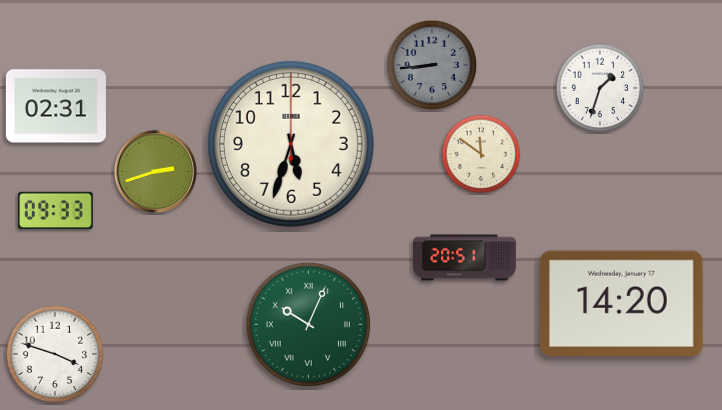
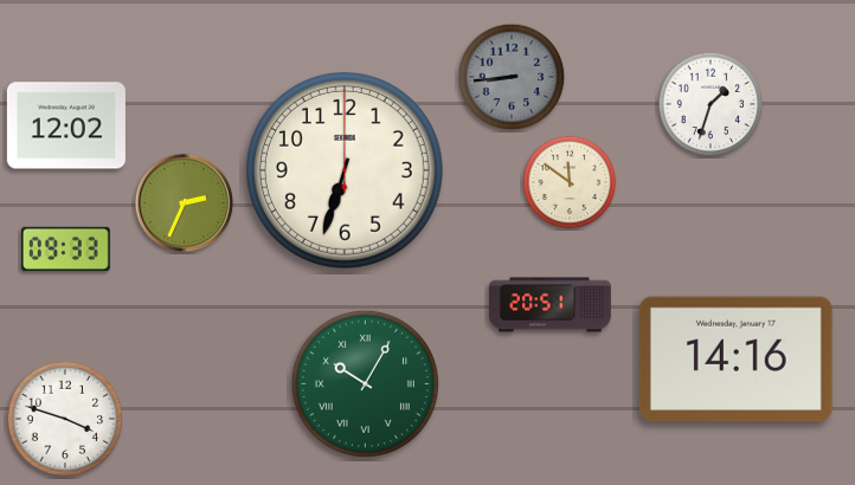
clock at (56, 106): 02:31 -> 12:02
clock at (291, 144): 5:33 -> 6:33
clock at (156, 172): 2:42 -> 2:34
clock at (621, 304): 14:20 -> 14:16
clock at (308, 324): 10:04 -> 10:05
